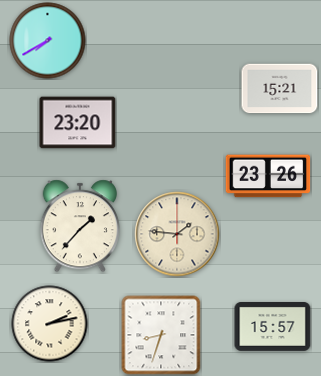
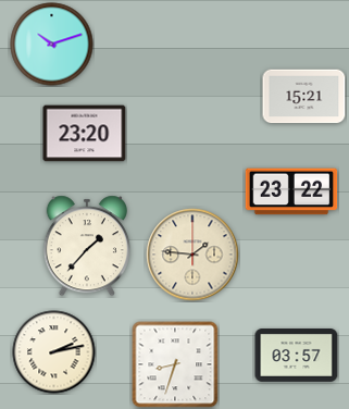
clock at (48, 41): 7:40 -> 10:12
clock at (268, 176): 23:26 -> 23:22
clock at (273, 327): 15:57 -> 03:57
